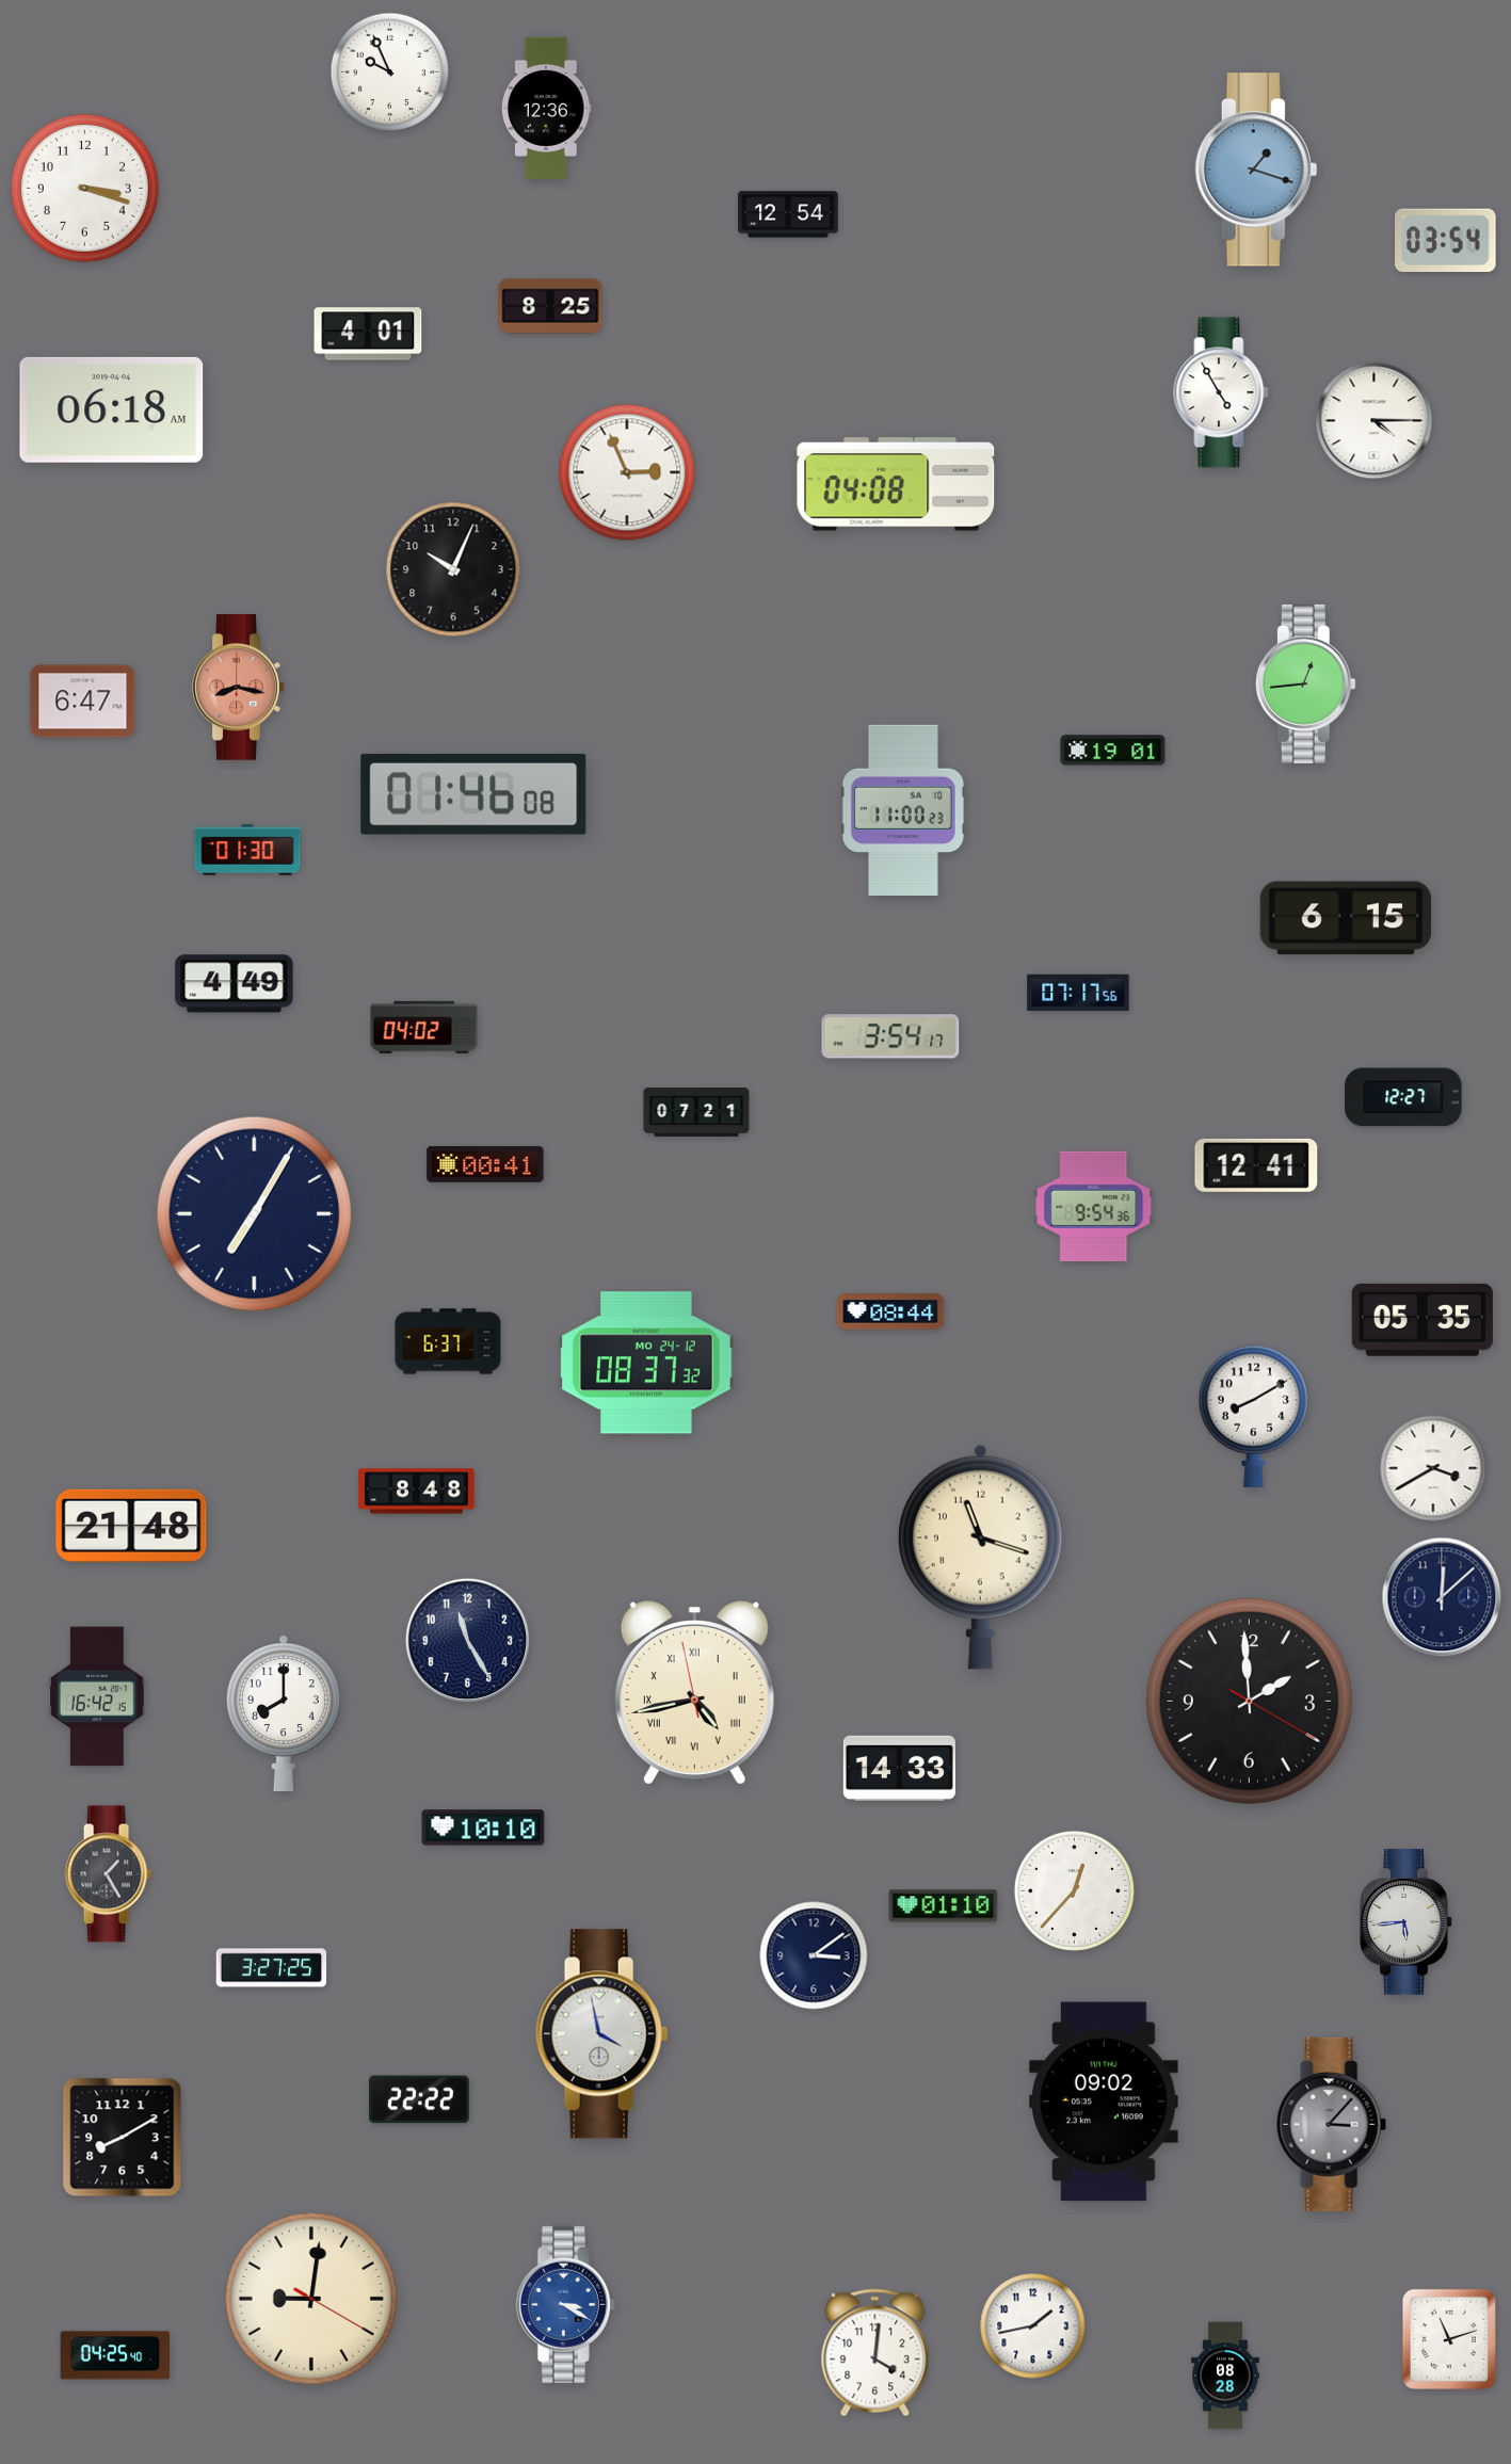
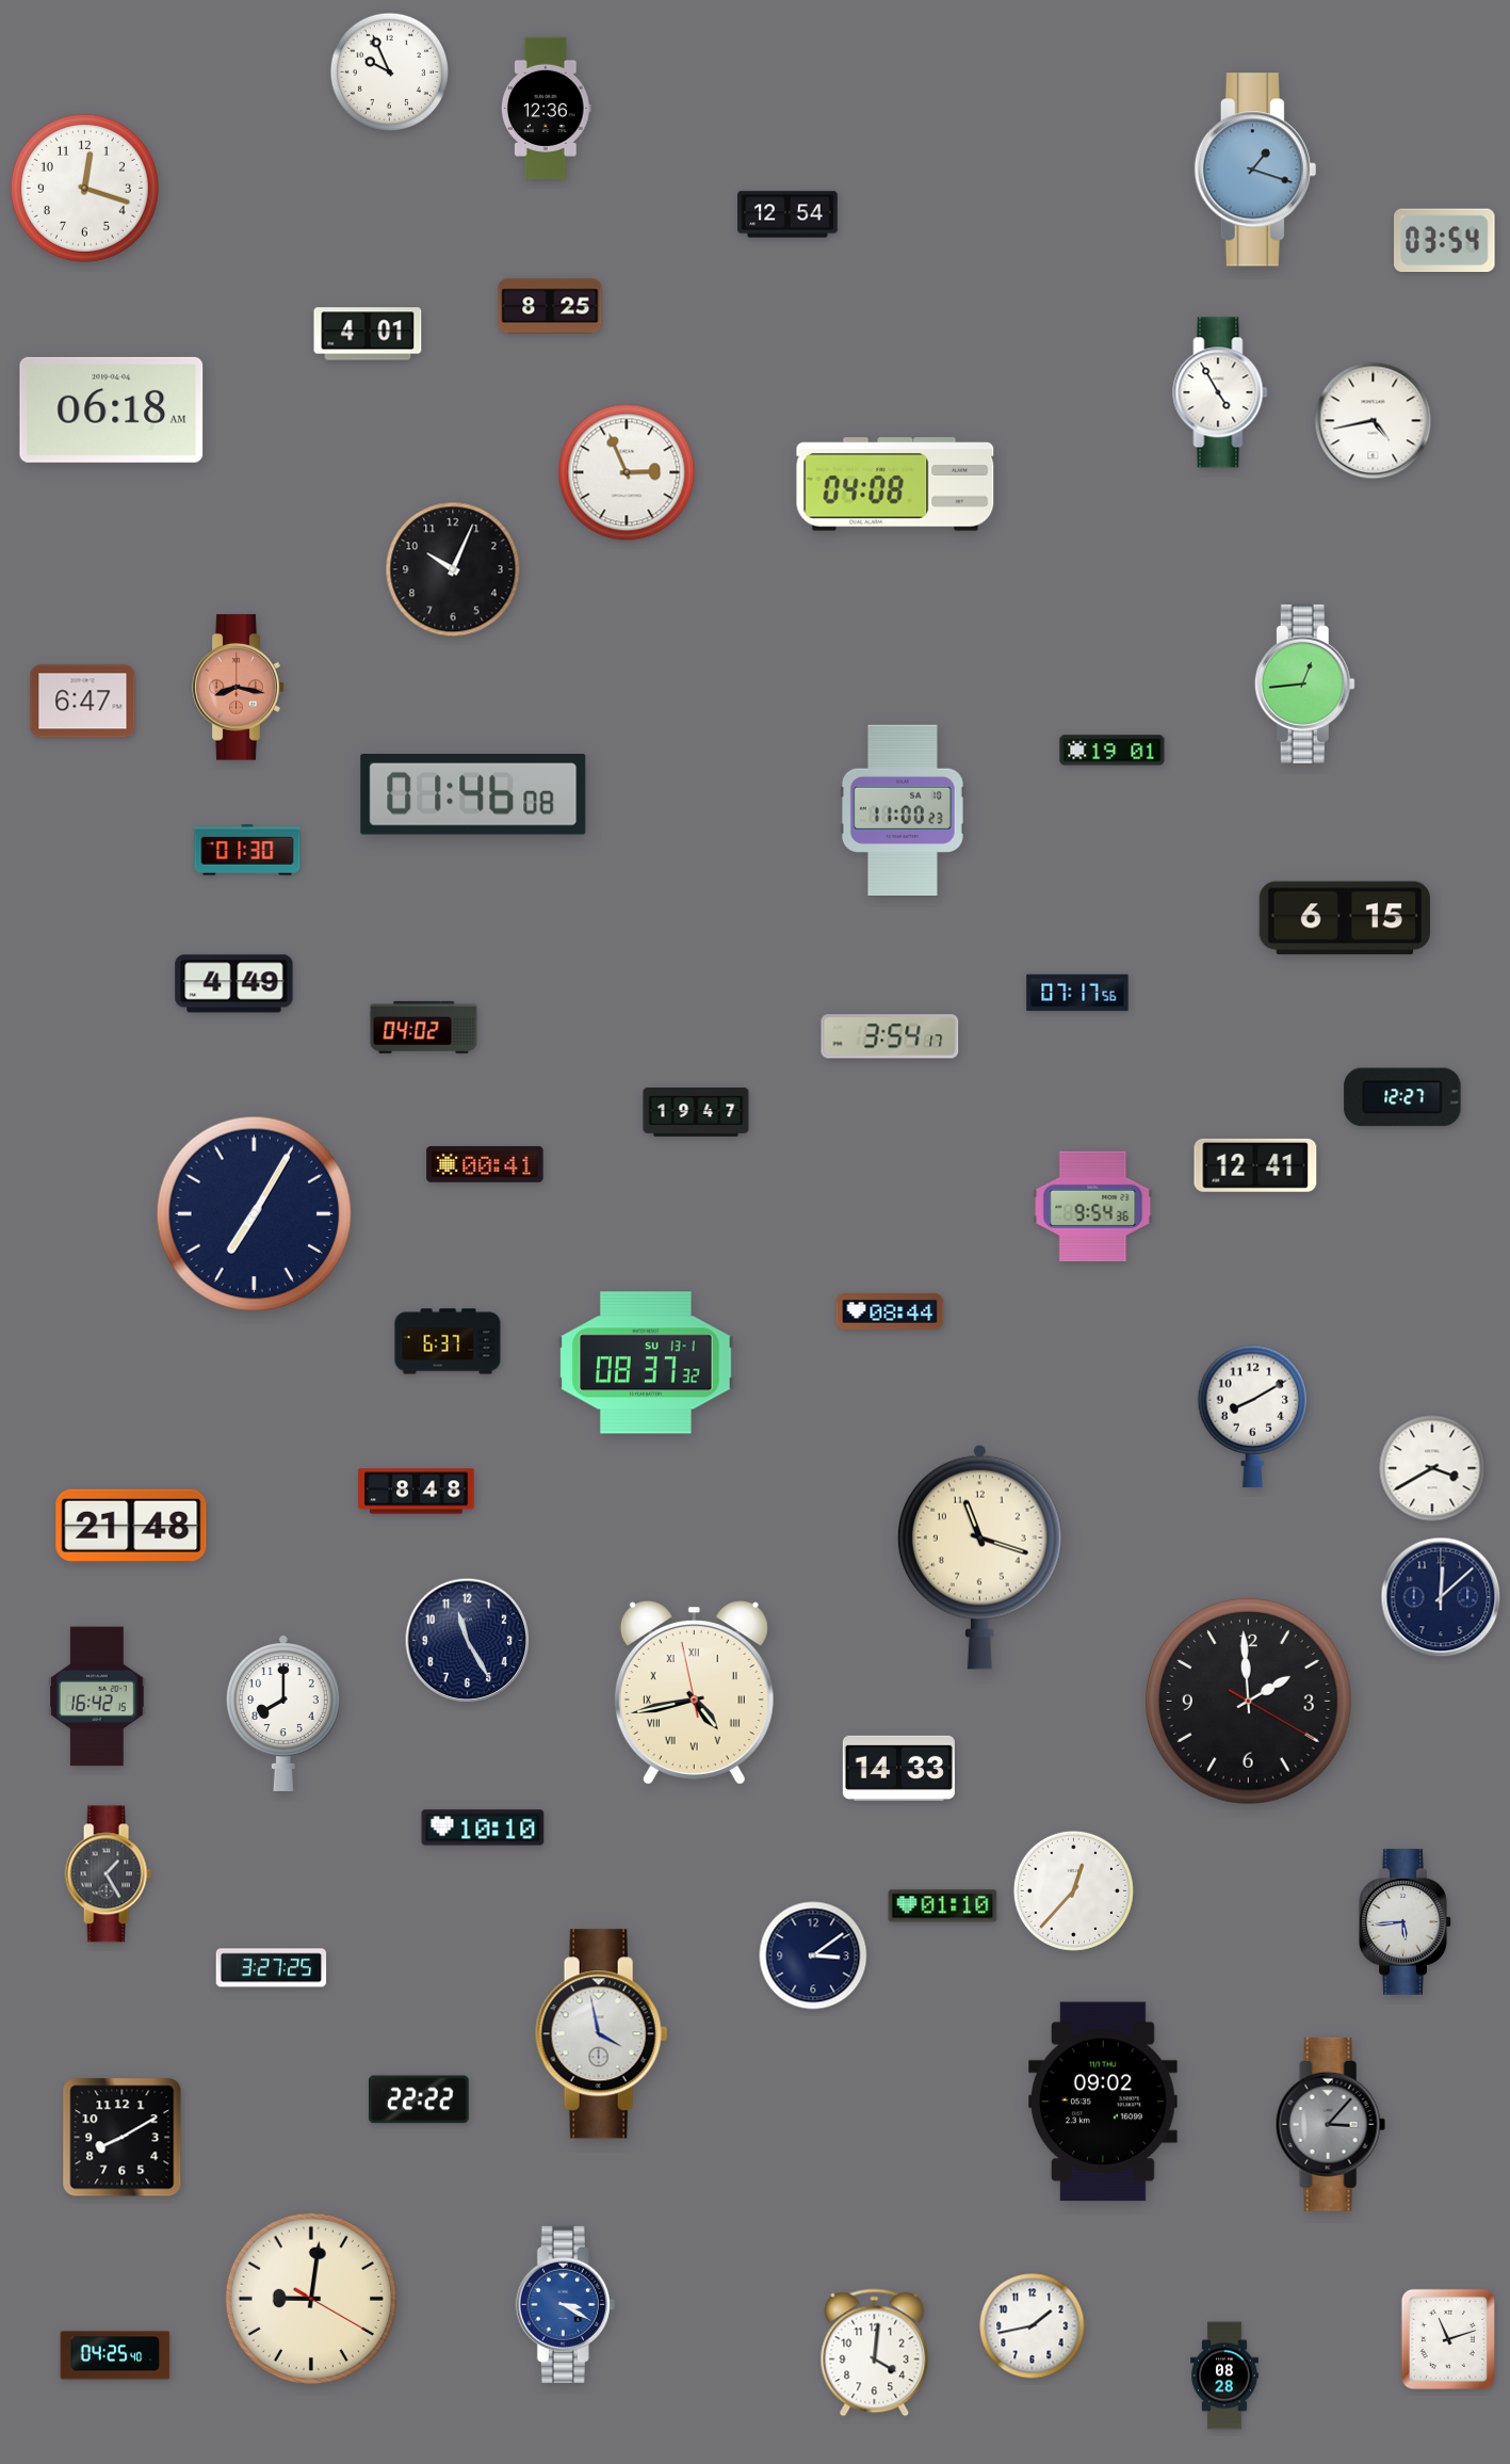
clock at (84, 188): 3:18 -> 12:18
clock at (1375, 421): 4:15 -> 4:43
clock at (696, 1113): 07:21 -> 19:47
clock at (1422, 1320): 05:35 -> none
clock at (646, 1363) date: MO 24-12 -> SU 13-1
